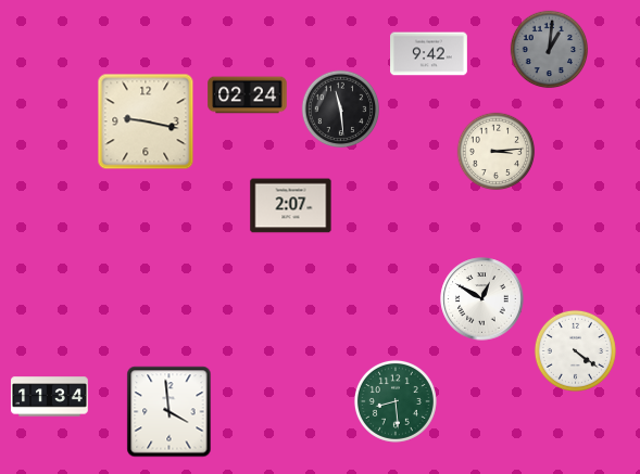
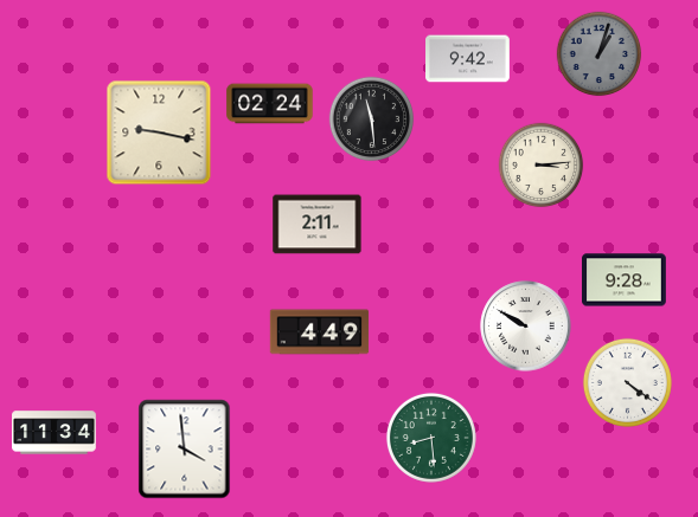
clock at (550, 50): 1:01 -> 1:03
clock at (291, 206): 2:07 -> 2:11
clock at (625, 280): none -> 9:28
clock at (482, 299): 12:50 -> 9:50
clock at (320, 332): none -> 4:49
